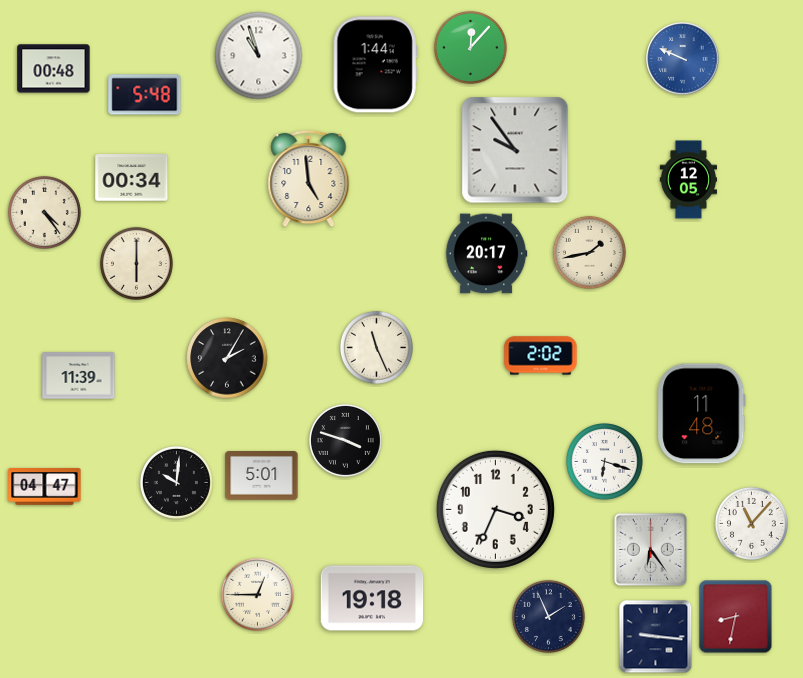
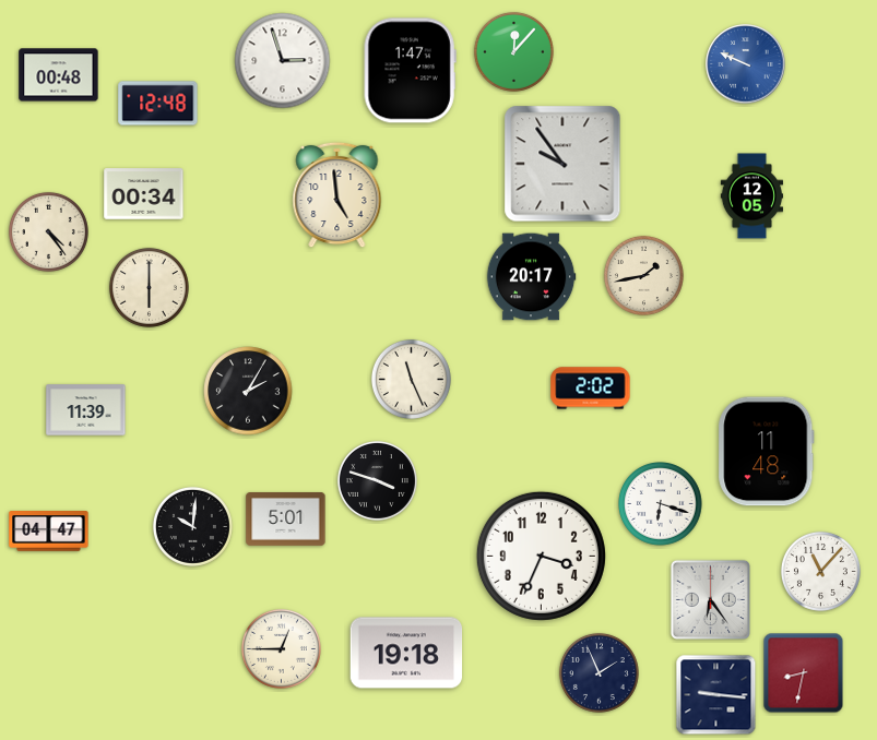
clock at (259, 56): 10:57 -> 2:57
clock at (375, 65): 1:44 -> 1:47
clock at (145, 95): 5:48 -> 12:48
